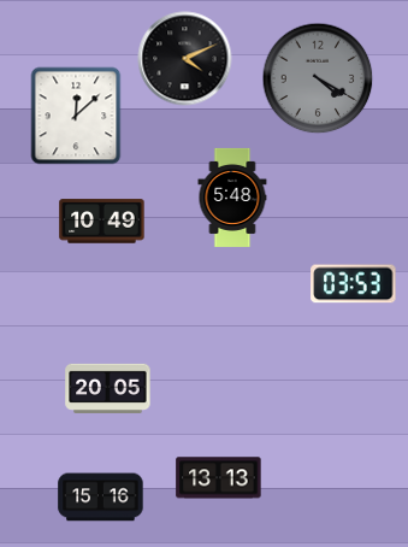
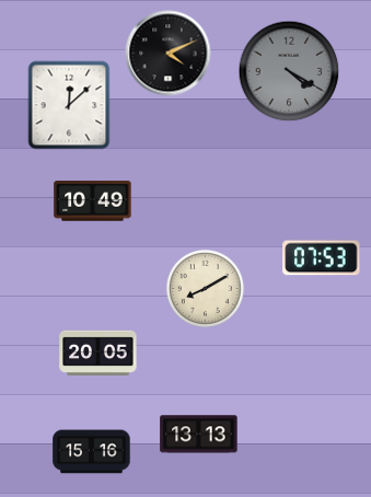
clock at (232, 198): 5:48 -> none
clock at (354, 284): 03:53 -> 07:53
clock at (205, 288): none -> 8:10
